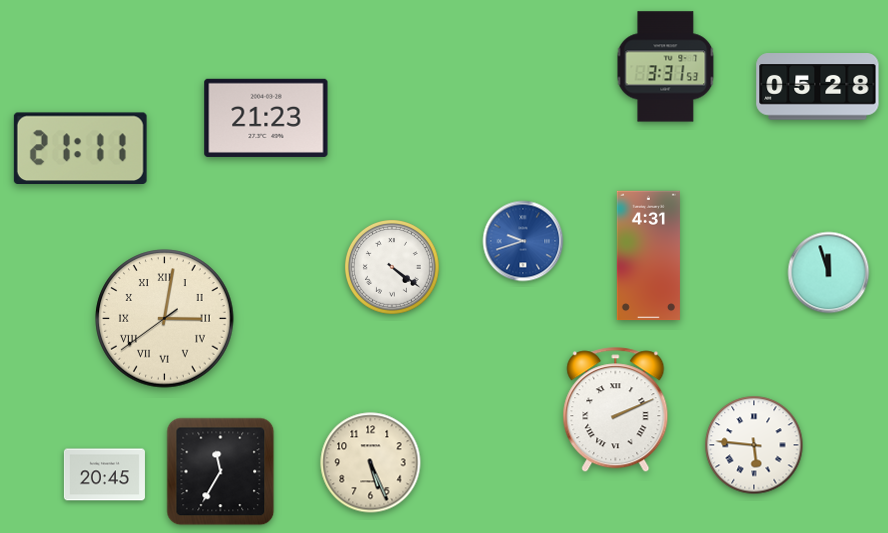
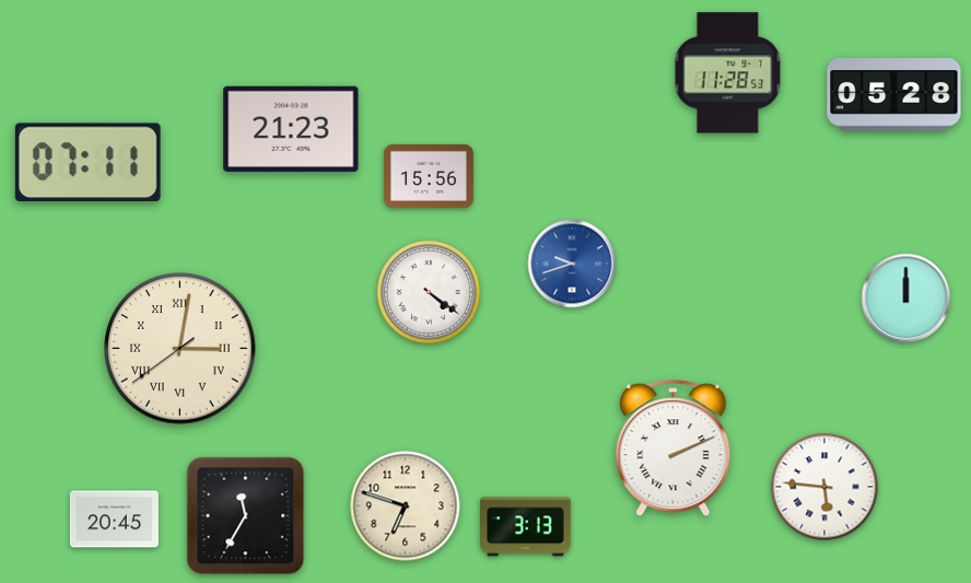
clock at (666, 67): 3:31 -> 11:28
clock at (80, 148): 21:11 -> 07:11
clock at (429, 176): none -> 15:56
clock at (648, 256): 4:31 -> none
clock at (829, 273): 11:57 -> 12:00
clock at (371, 463): 5:26 -> 6:48
clock at (221, 472) position: (221, 472) -> (246, 516)
clock at (526, 527): none -> 3:13
